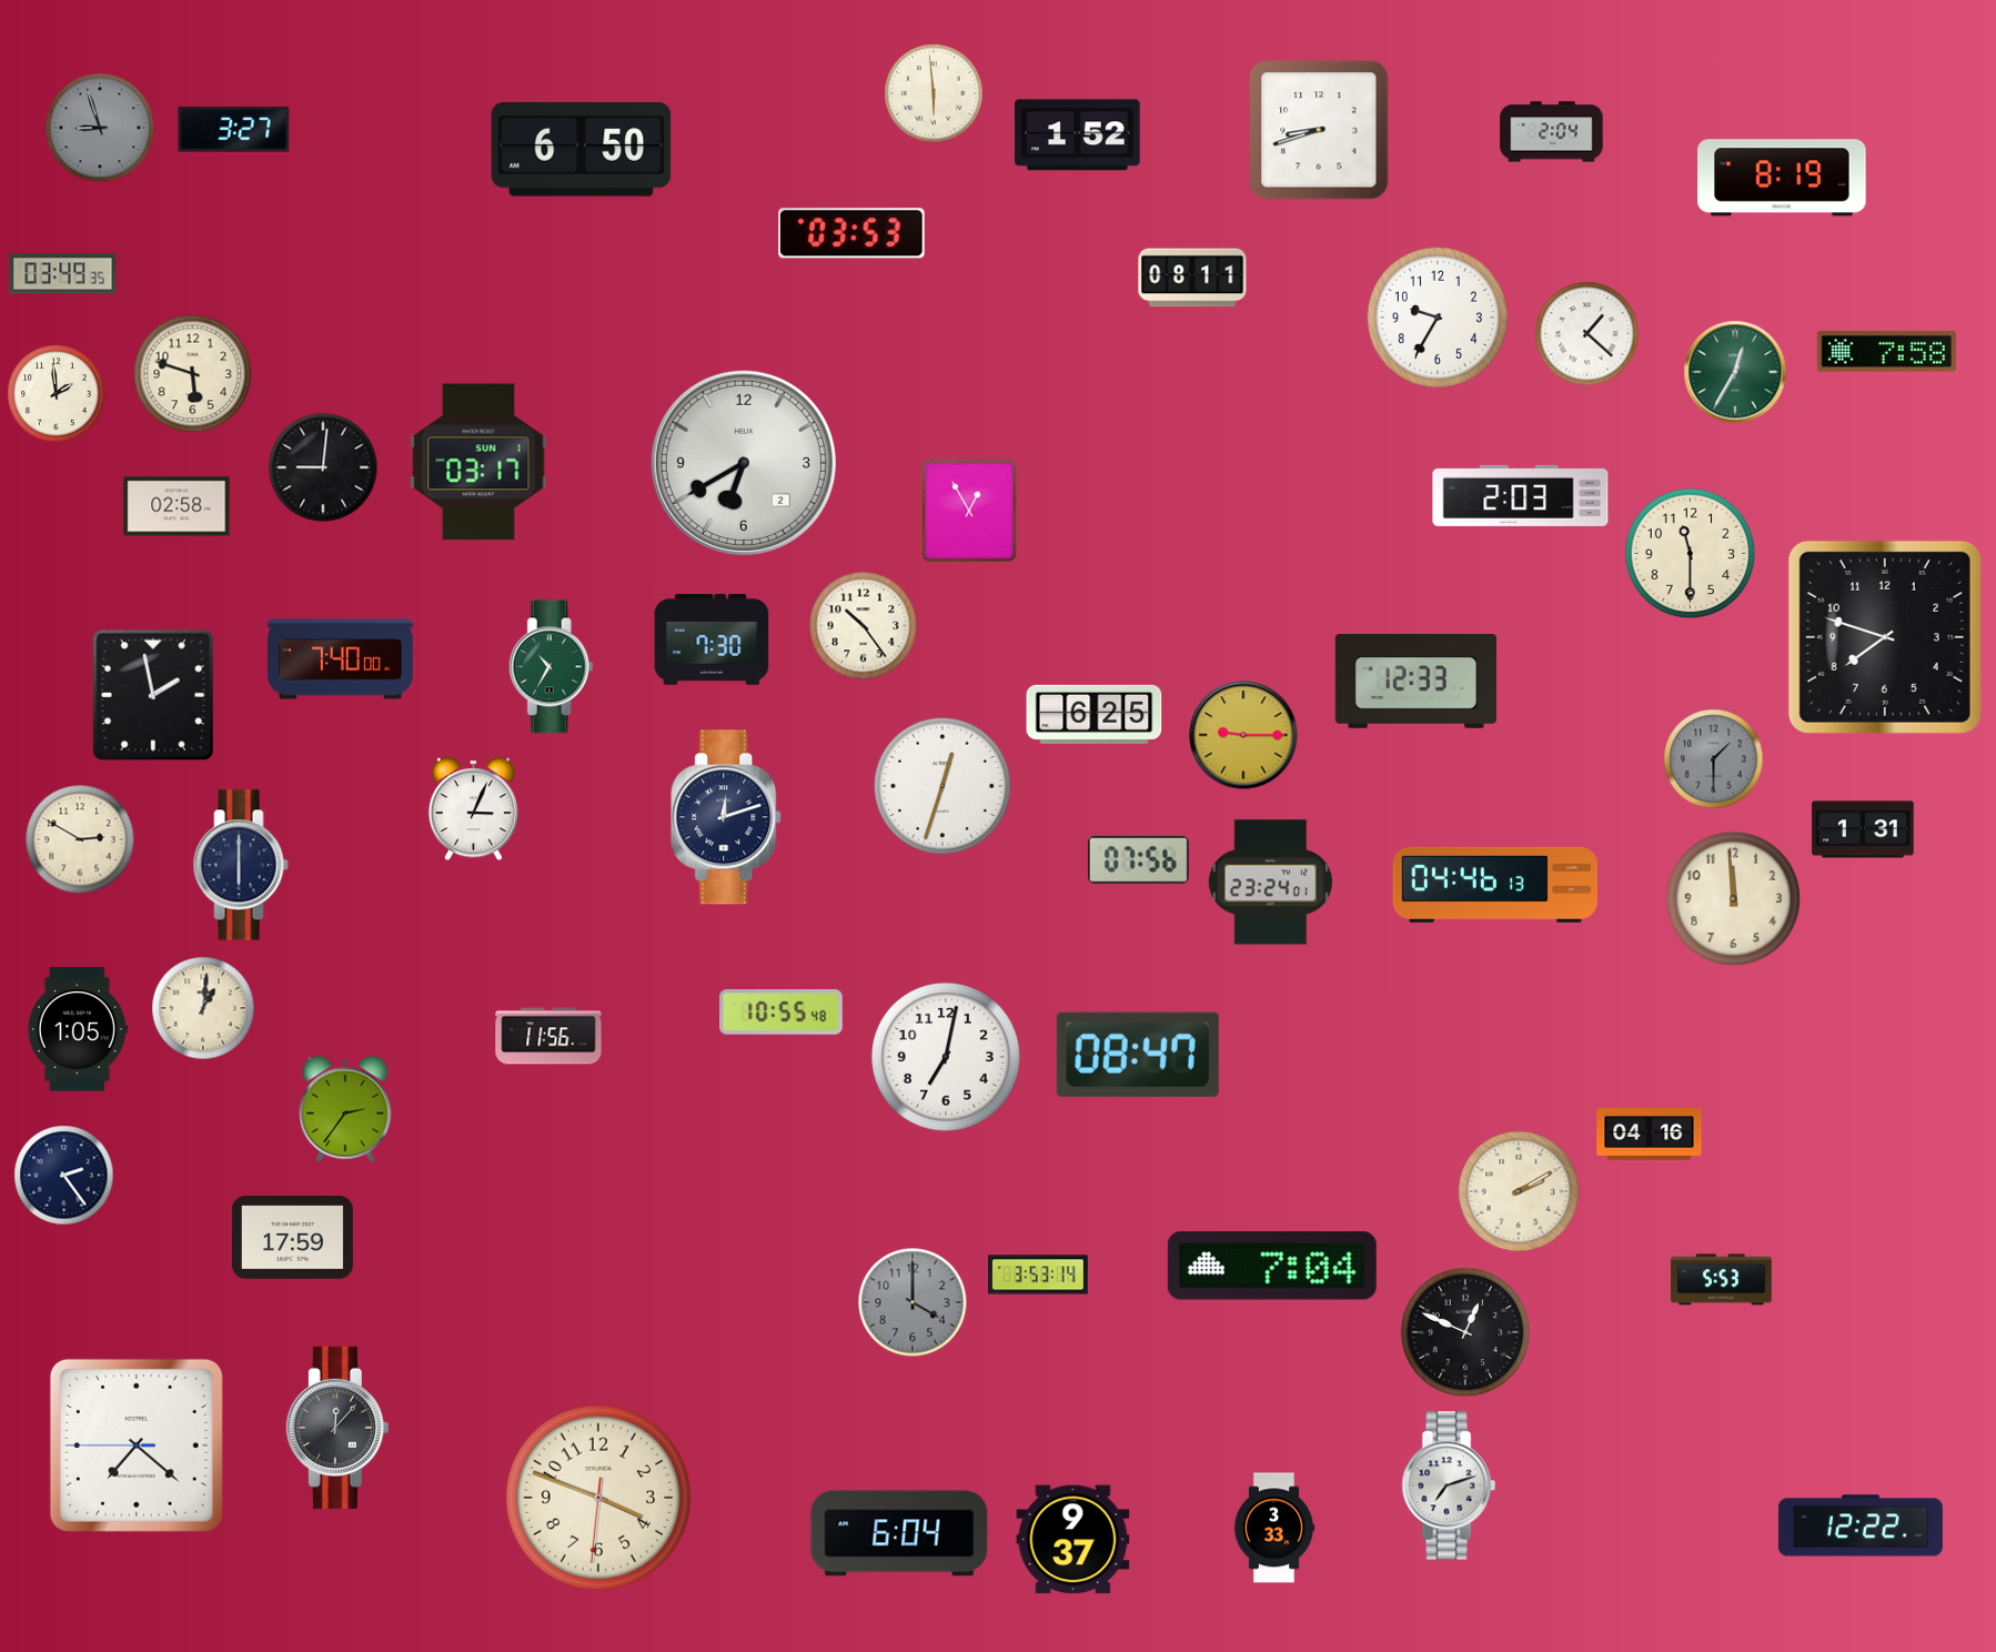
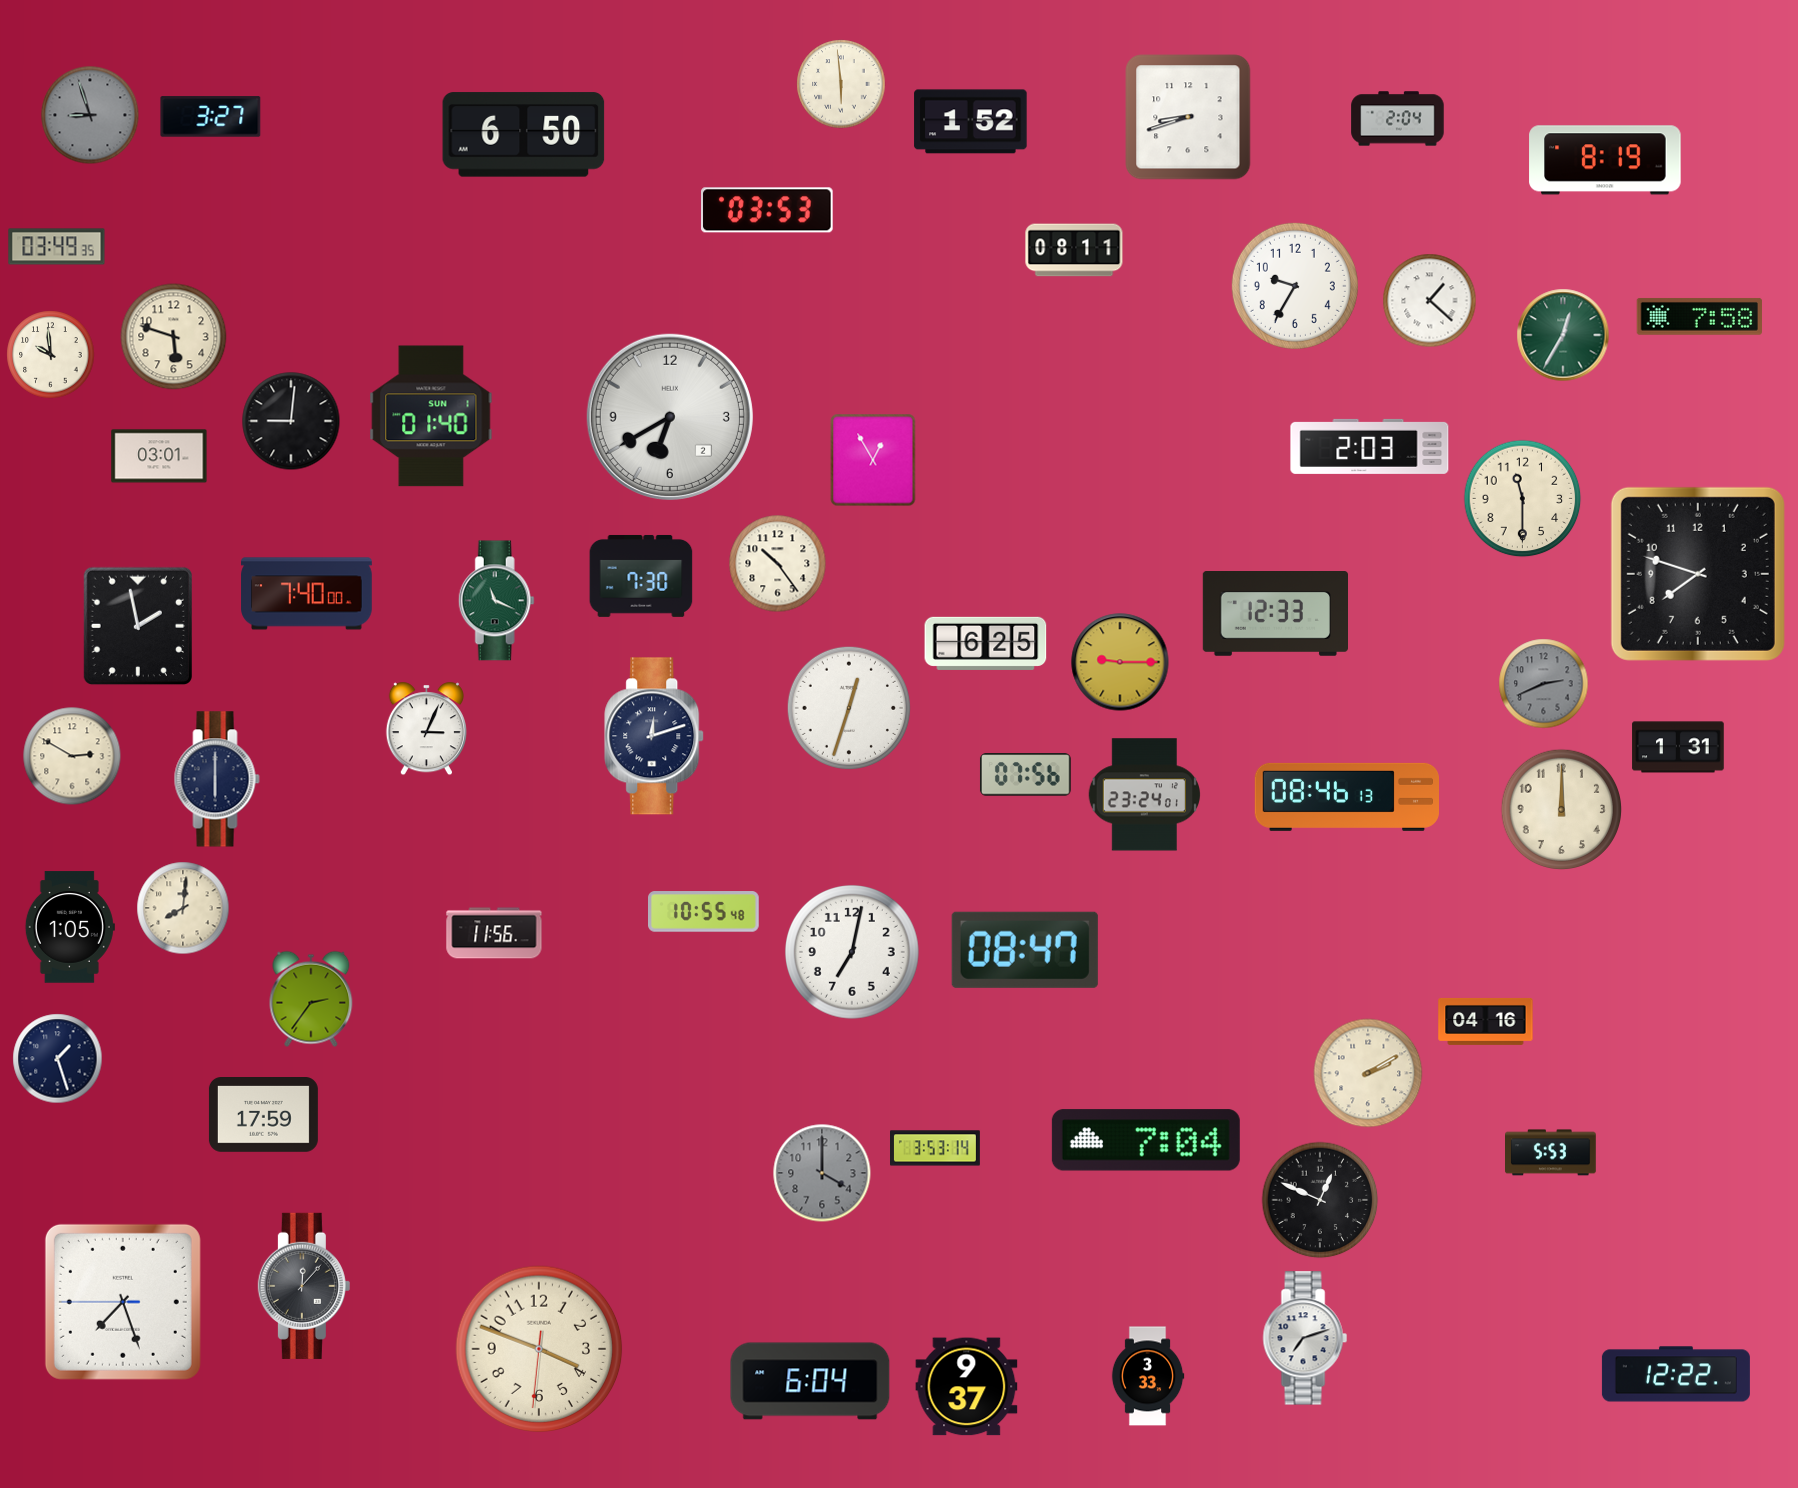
clock at (57, 394): 1:59 -> 9:59
clock at (478, 462): 03:17 -> 01:40
clock at (177, 506): 02:58 -> 03:01
clock at (551, 667): 10:35 -> 11:19
clock at (1714, 759): 1:30 -> 2:41
clock at (1494, 885): 04:46 -> 08:46
clock at (1733, 898): 11:59 -> 12:00
clock at (203, 1008): 1:01 -> 8:01
clock at (64, 1176): 2:24 -> 1:27
clock at (137, 1445): 7:21 -> 7:26
